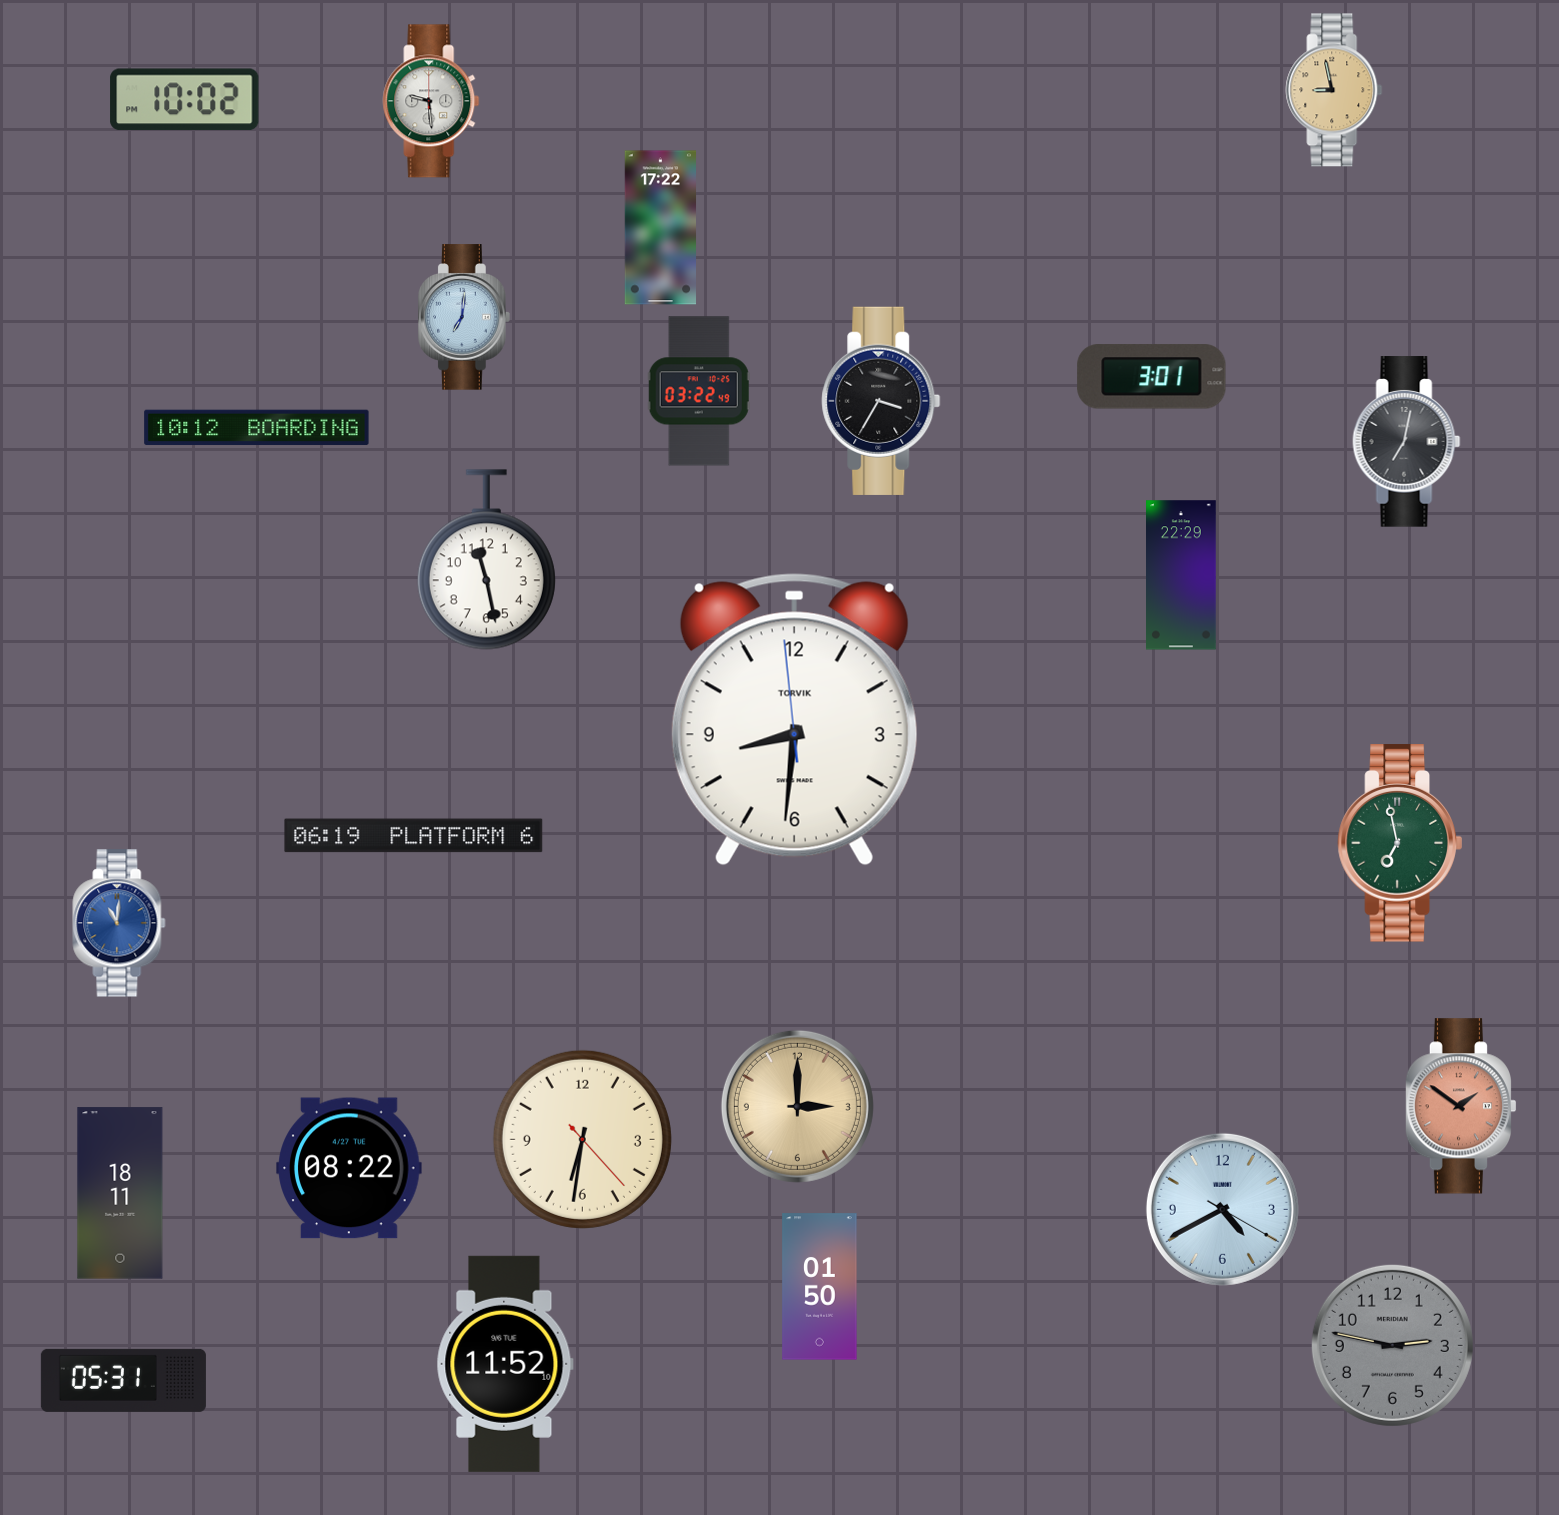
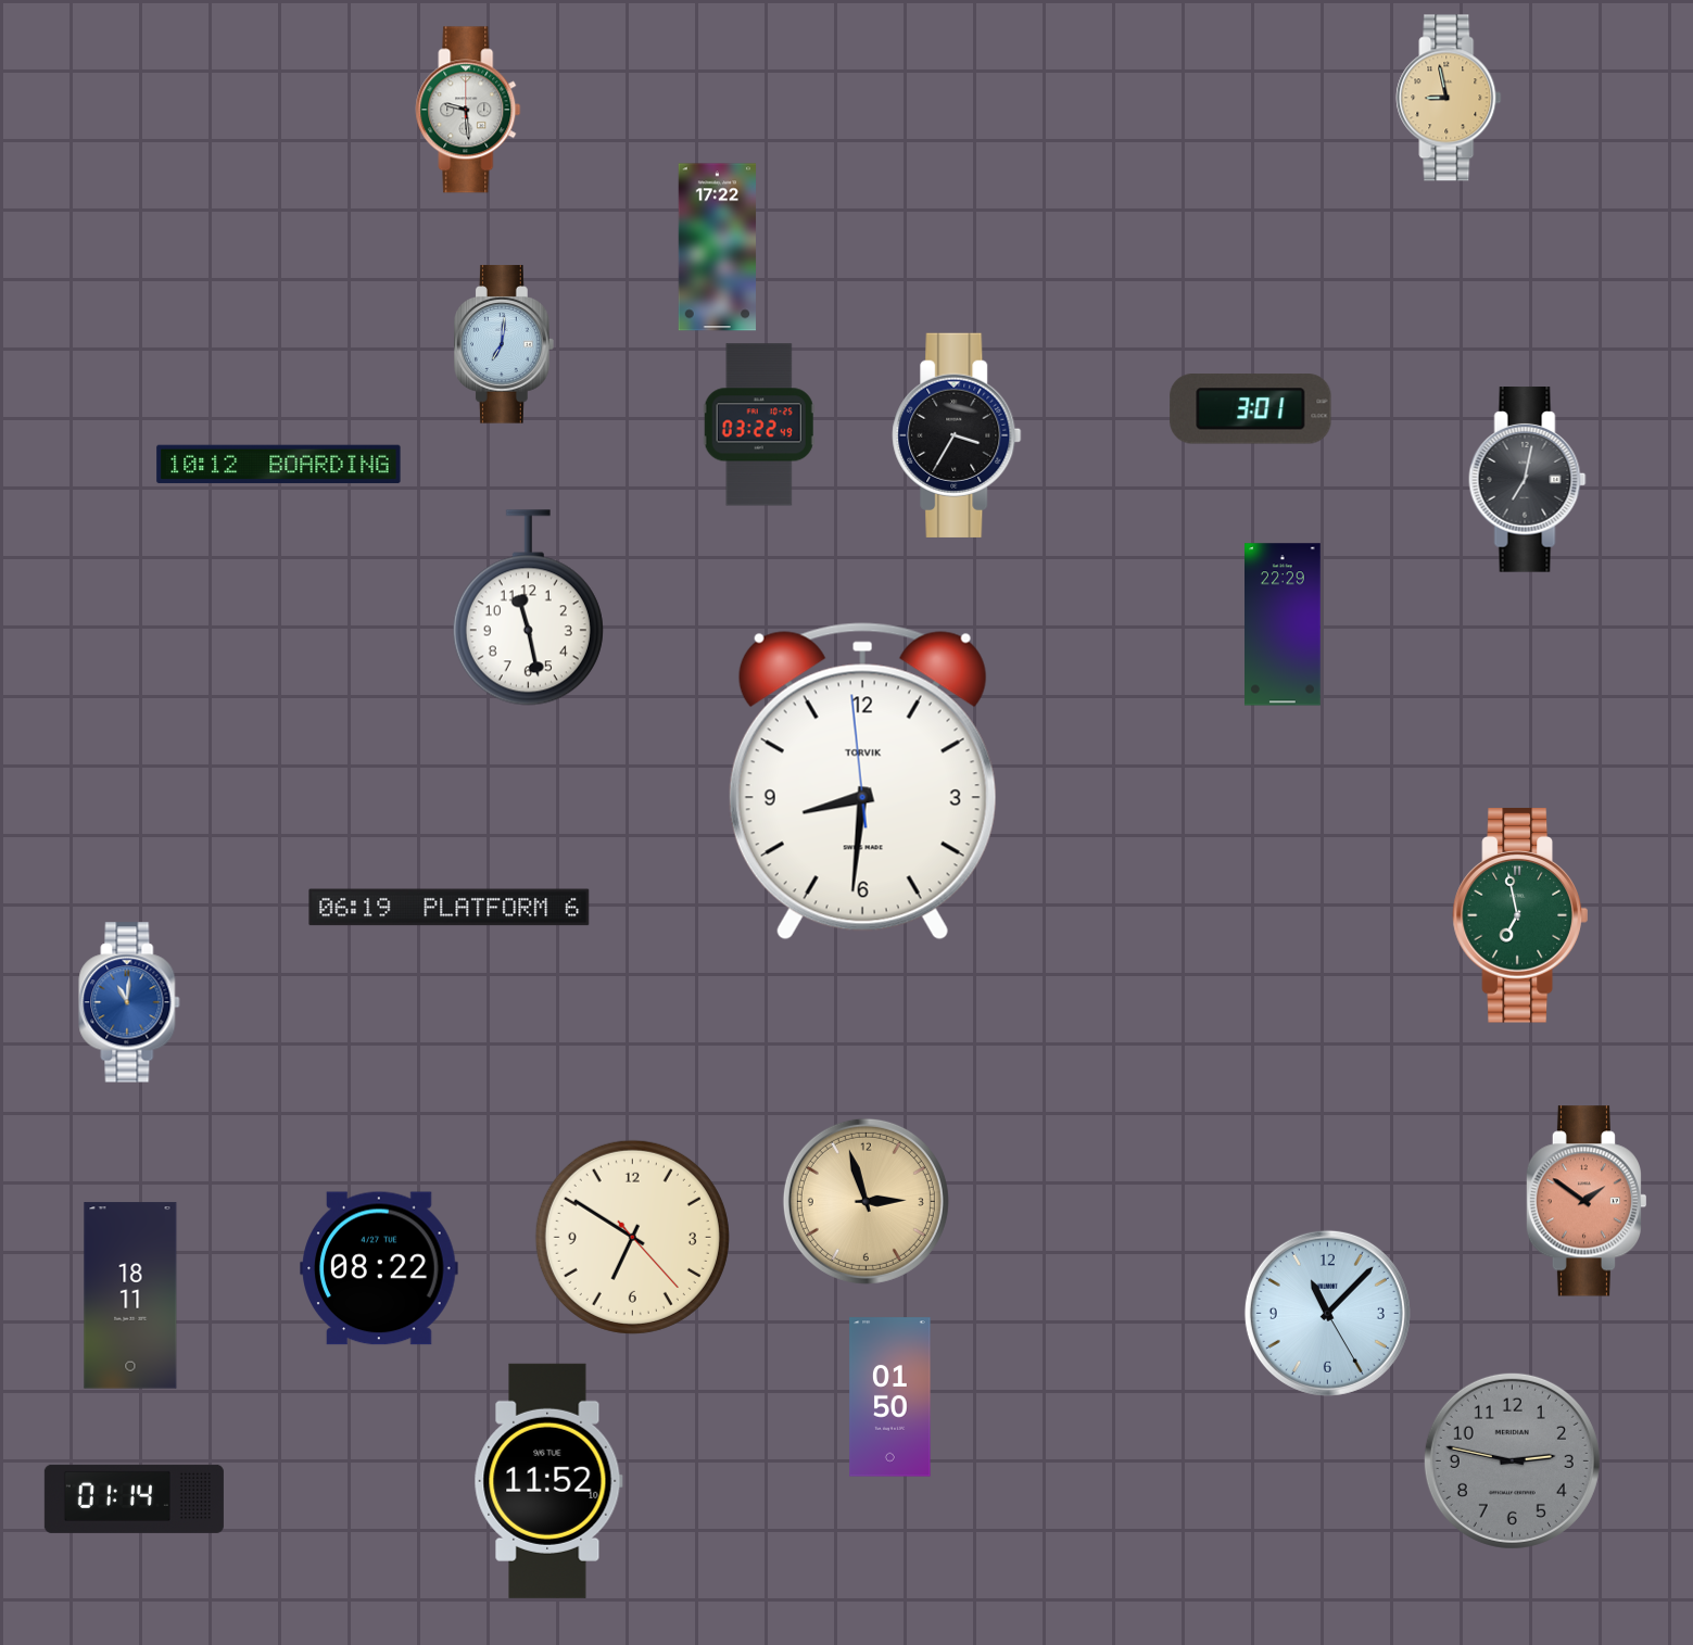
clock at (185, 100): 10:02 -> none
clock at (797, 1106): 3:00 -> 2:57
clock at (582, 1139): 6:31 -> 6:50
clock at (1222, 1209): 4:40 -> 11:07
clock at (123, 1380): 05:31 -> 01:14
